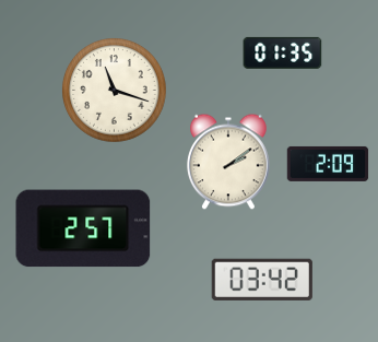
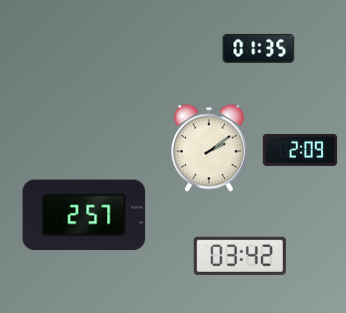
clock at (115, 91): 11:18 -> none
clock at (83, 228) position: (83, 228) -> (84, 215)
